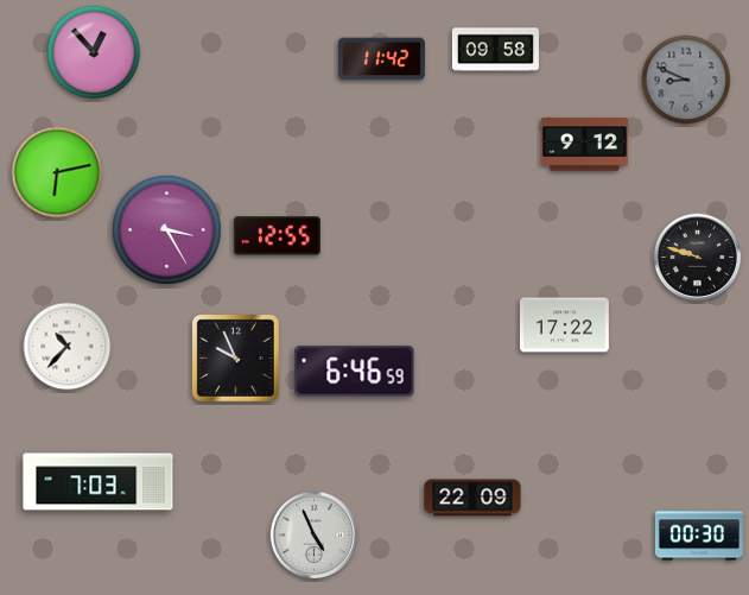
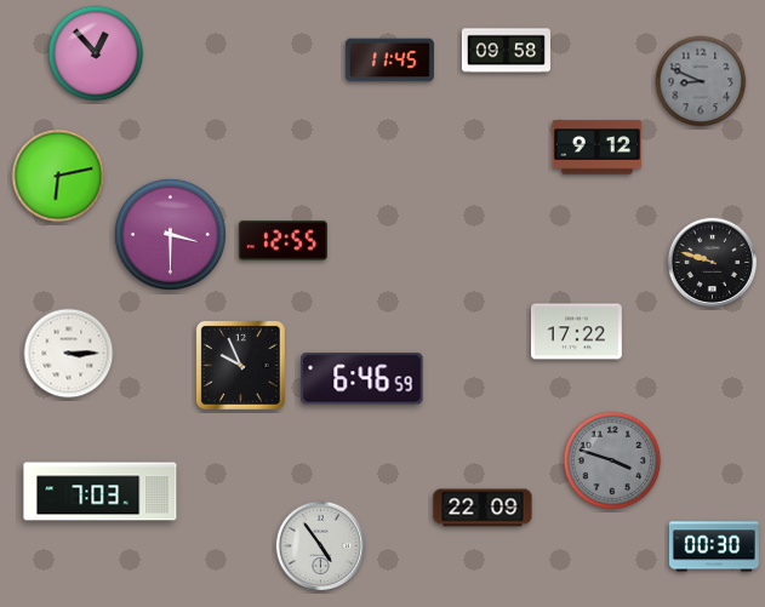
clock at (381, 59): 11:42 -> 11:45
clock at (166, 229): 3:25 -> 3:30
clock at (68, 347): 10:37 -> 3:15
clock at (612, 460): none -> 3:48
clock at (315, 536): 4:56 -> 4:54
